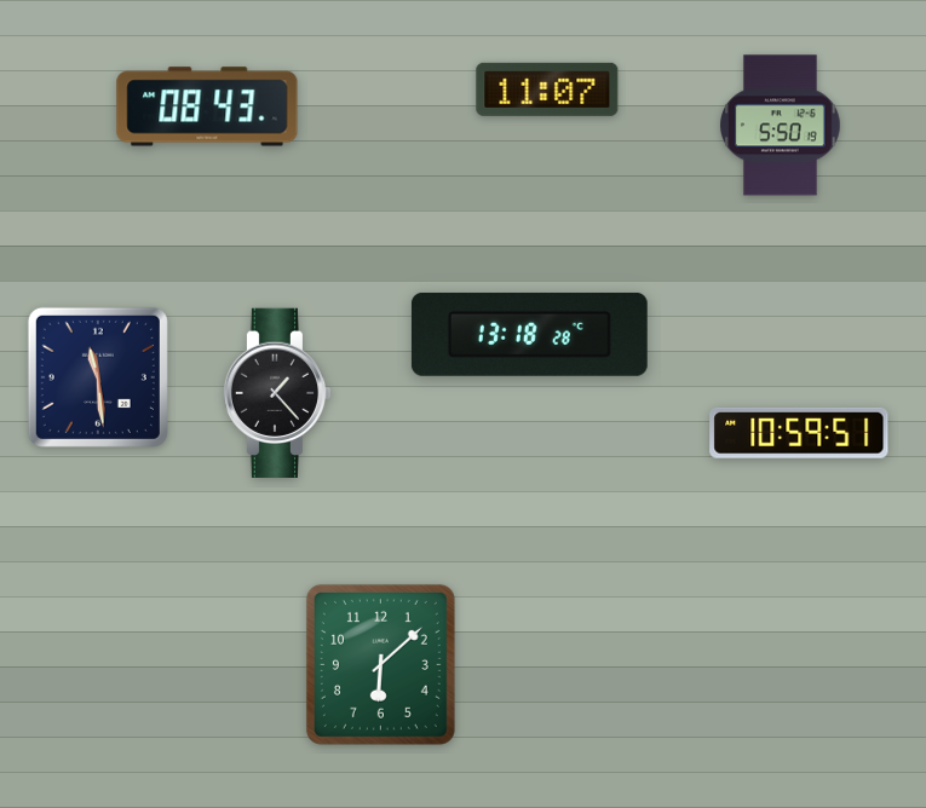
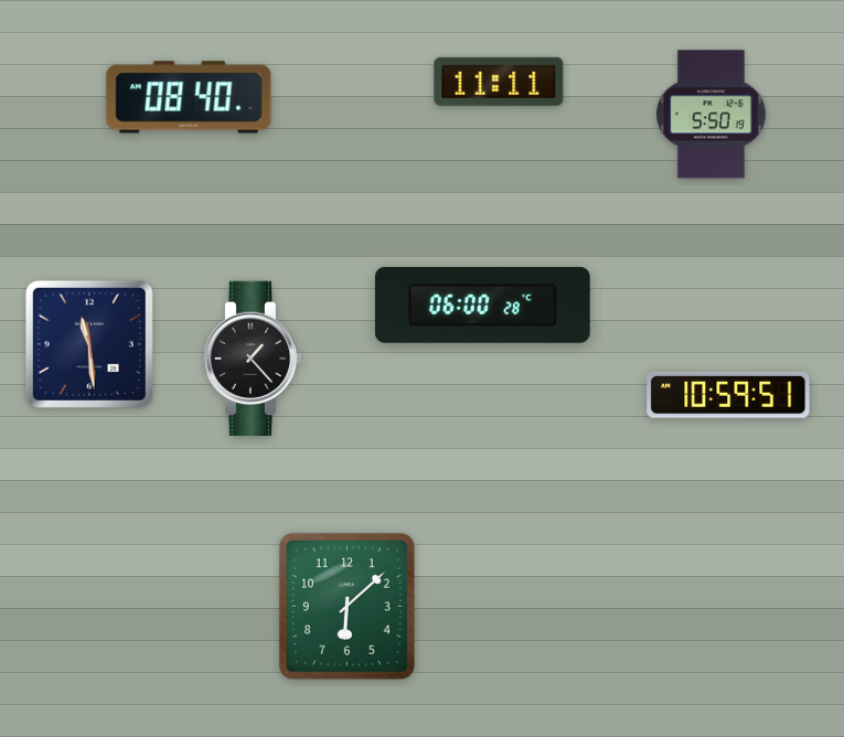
clock at (547, 90): 11:07 -> 11:11
clock at (207, 106): 08:43 -> 08:40
clock at (529, 334): 13:18 -> 06:00
